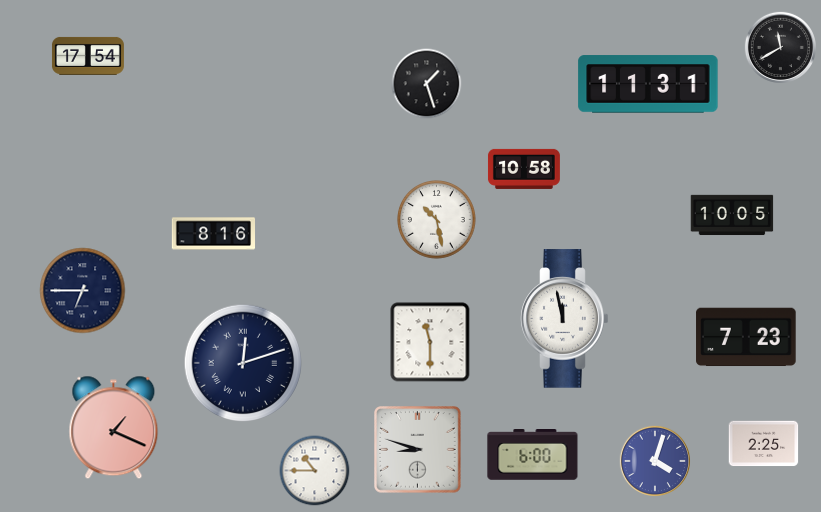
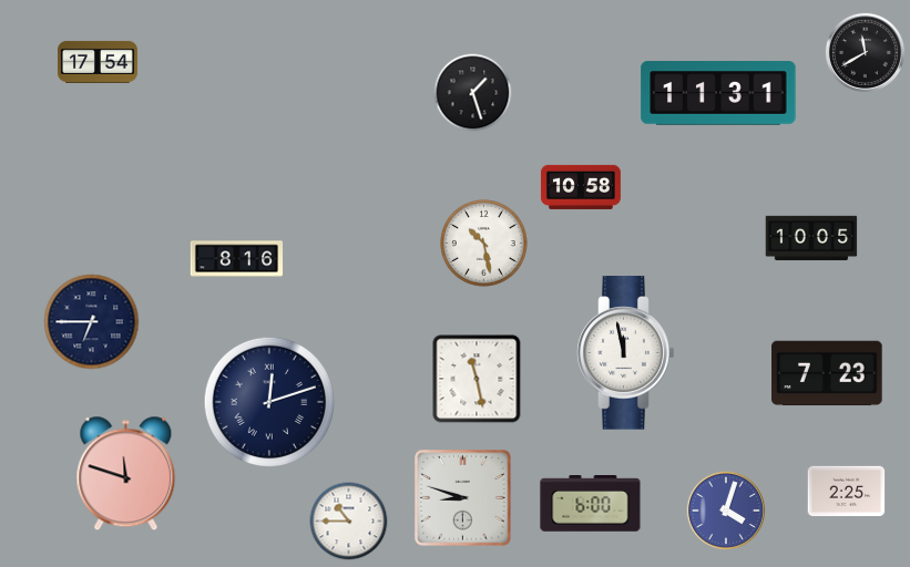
clock at (430, 342): 11:30 -> 11:28
clock at (114, 428): 1:19 -> 11:48
